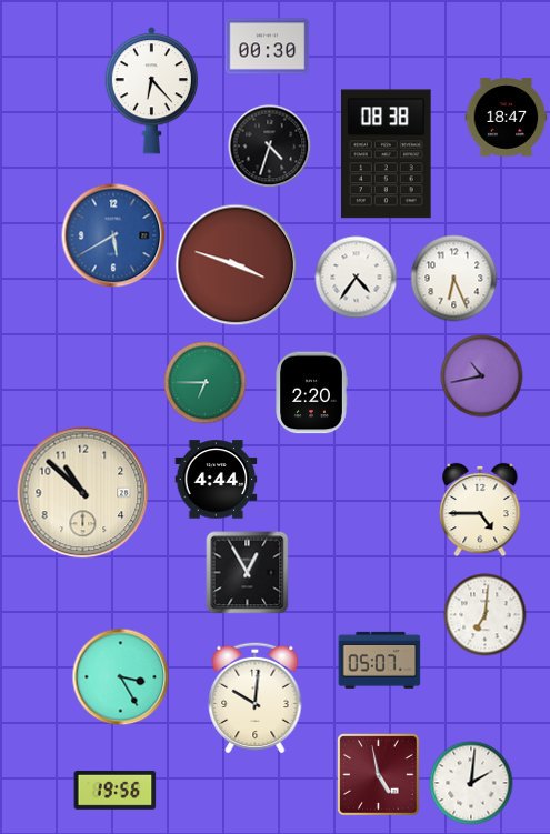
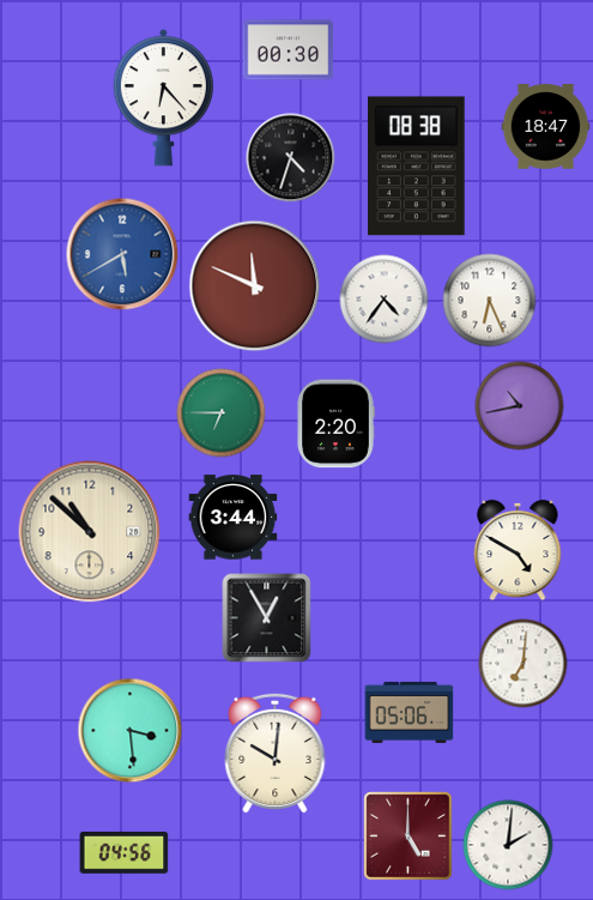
clock at (237, 265): 3:48 -> 11:49
clock at (217, 480): 4:44 -> 3:44
clock at (480, 510): 4:45 -> 4:50
clock at (380, 660): 05:07 -> 05:06
clock at (121, 677): 3:25 -> 3:29
clock at (379, 775): 4:58 -> 5:00
clock at (116, 790): 19:56 -> 04:56
